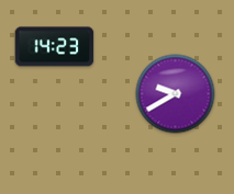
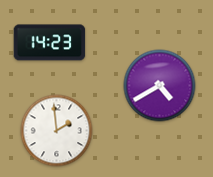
clock at (176, 94): 9:40 -> 4:40
clock at (57, 131): none -> 1:59
